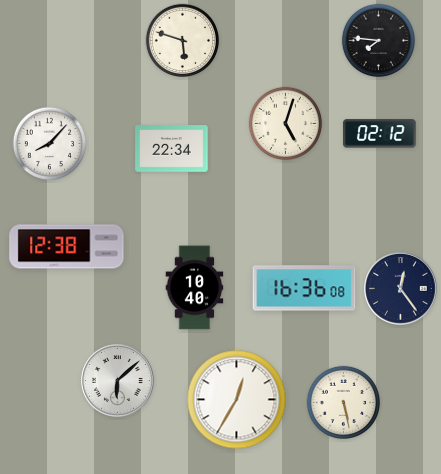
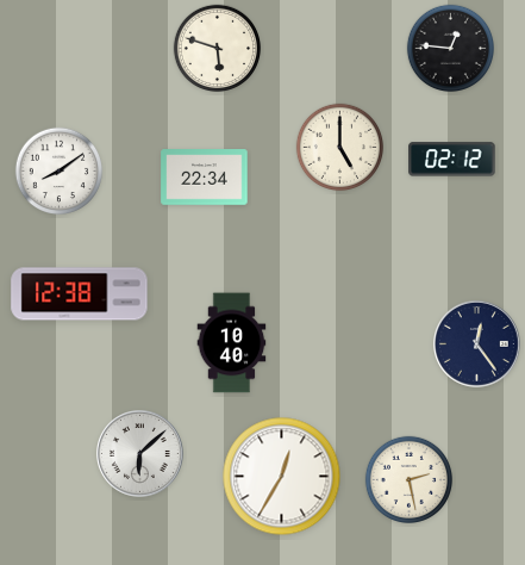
clock at (379, 41): 7:46 -> 12:46
clock at (286, 124): 5:03 -> 5:00
clock at (50, 144): 8:07 -> 8:09
clock at (304, 288): 16:36 -> none
clock at (344, 403): 5:28 -> 2:28
